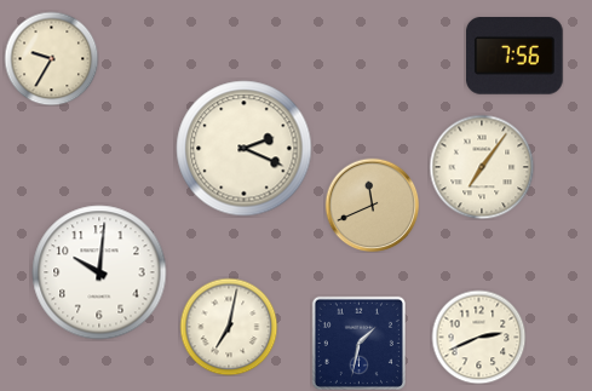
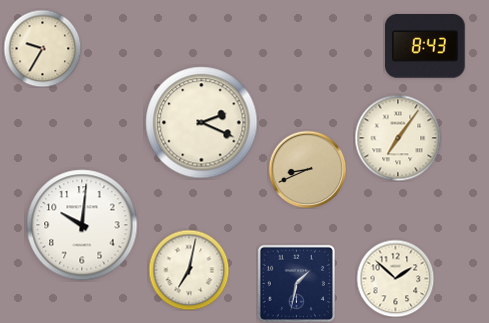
clock at (516, 57): 7:56 -> 8:43
clock at (372, 205): 11:41 -> 8:41
clock at (478, 337): 2:41 -> 1:52
